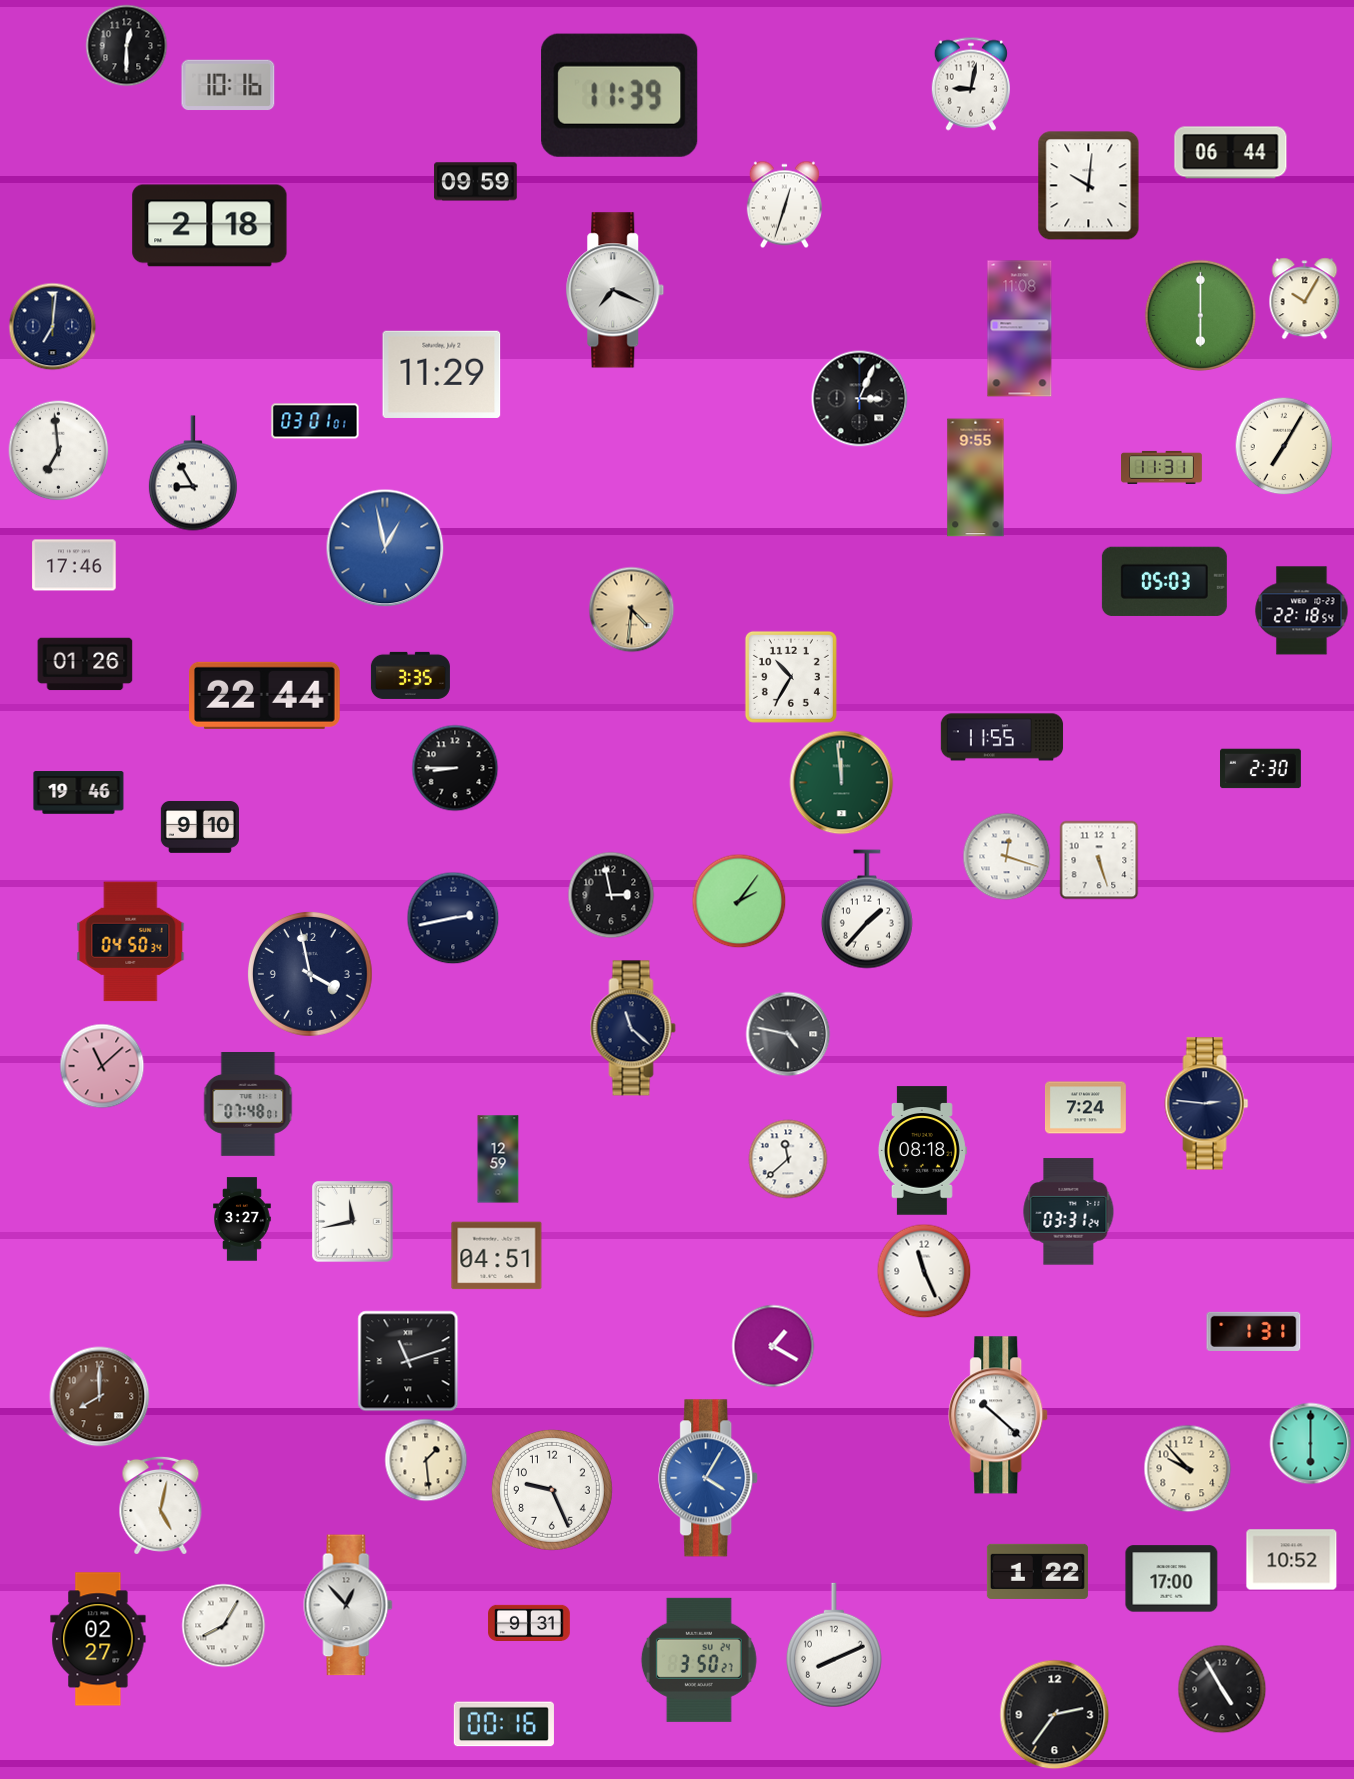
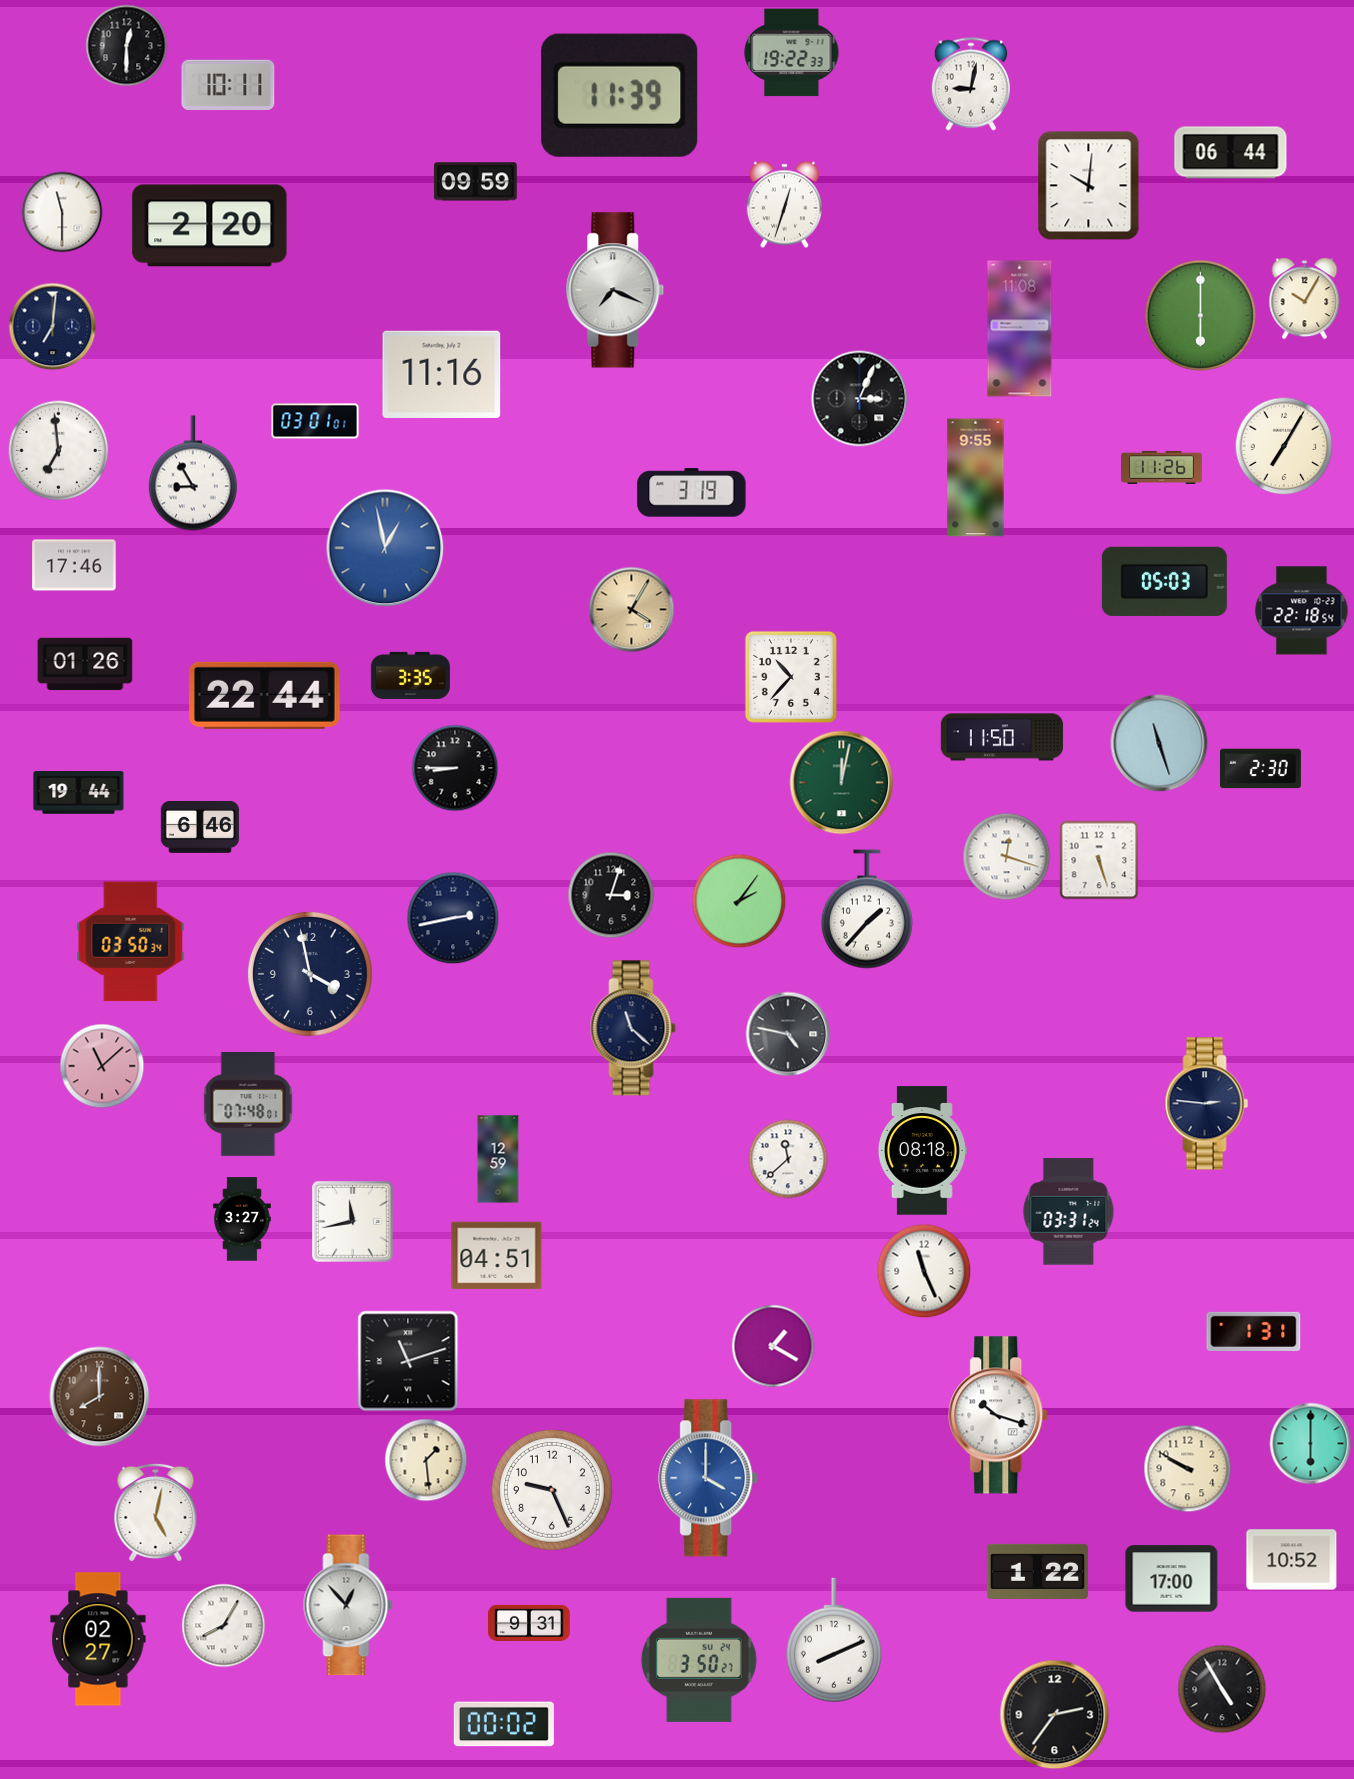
clock at (792, 53): none -> 19:22
clock at (228, 85): 10:16 -> 10:11
clock at (62, 212): none -> 11:30
clock at (210, 226): 2:18 -> 2:20
clock at (442, 374): 11:29 -> 11:16
clock at (1162, 467): 11:31 -> 11:26
clock at (692, 493): none -> 3:19
clock at (632, 610): 4:31 -> 4:05
clock at (791, 677): 10:35 -> 10:37
clock at (1002, 737): 11:55 -> 11:50
clock at (1159, 743): none -> 11:27
clock at (842, 783): 11:59 -> 12:02
clock at (79, 793): 19:46 -> 19:44
clock at (200, 827): 9:10 -> 6:46
clock at (611, 895): 2:58 -> 3:03
clock at (131, 942): 04:50 -> 03:50
clock at (1086, 1108): 7:24 -> none
clock at (999, 1415): 10:22 -> 10:18
clock at (1188, 1469): 9:53 -> 9:50
clock at (709, 1478): 4:05 -> 4:00
clock at (161, 1505) position: (161, 1505) -> (156, 1512)
clock at (834, 1645) position: (834, 1645) -> (834, 1640)
clock at (504, 1724): 00:16 -> 00:02
